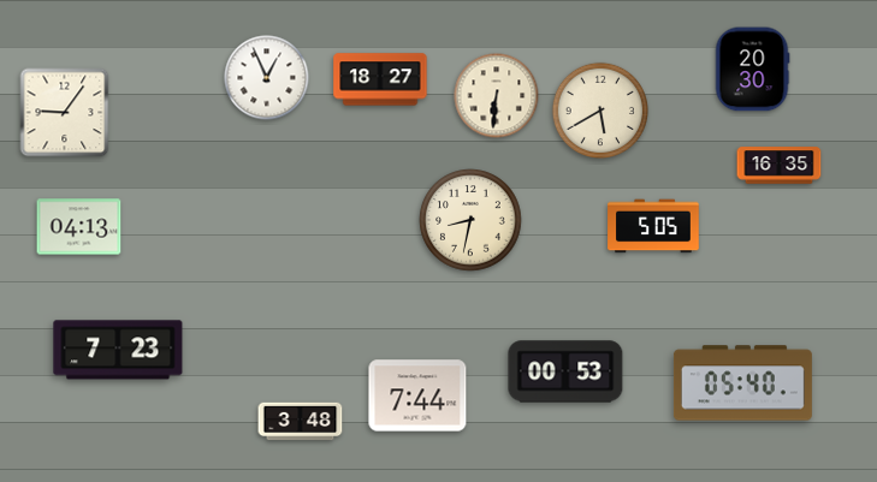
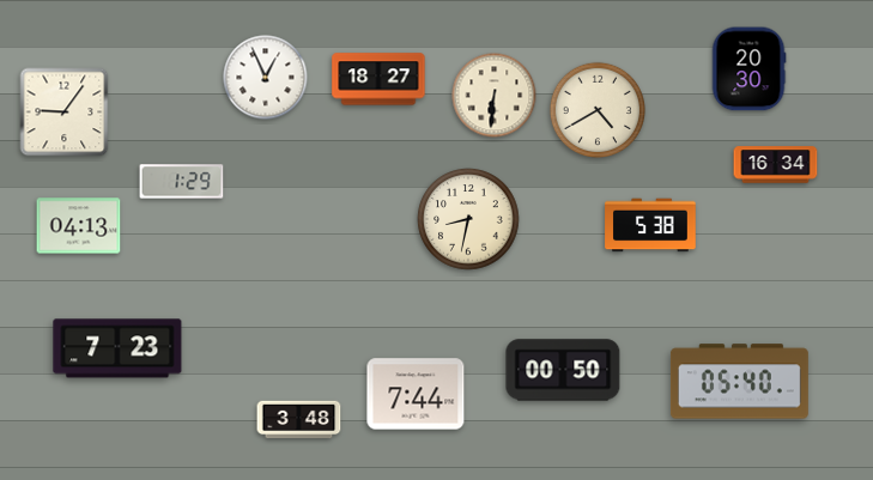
clock at (599, 109): 5:40 -> 4:40
clock at (780, 166): 16:35 -> 16:34
clock at (182, 182): none -> 1:29
clock at (653, 226): 5:05 -> 5:38
clock at (565, 371): 00:53 -> 00:50
